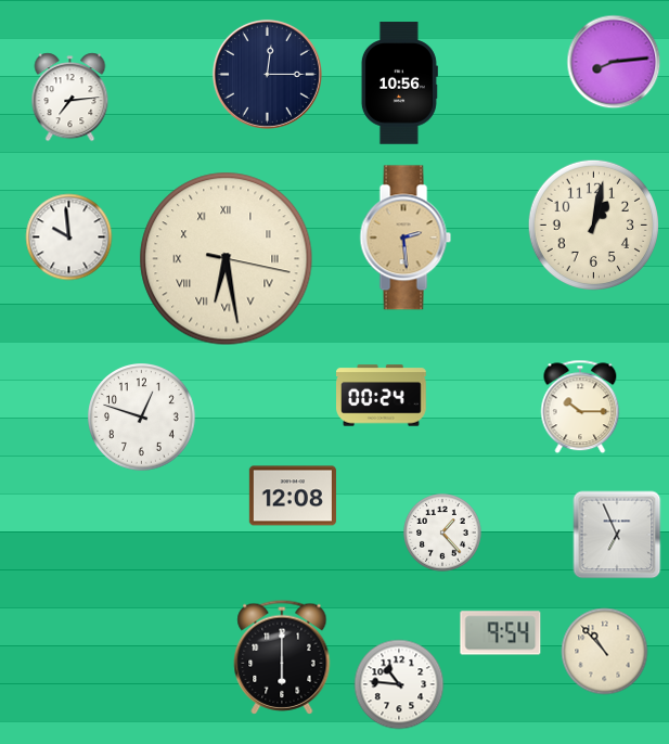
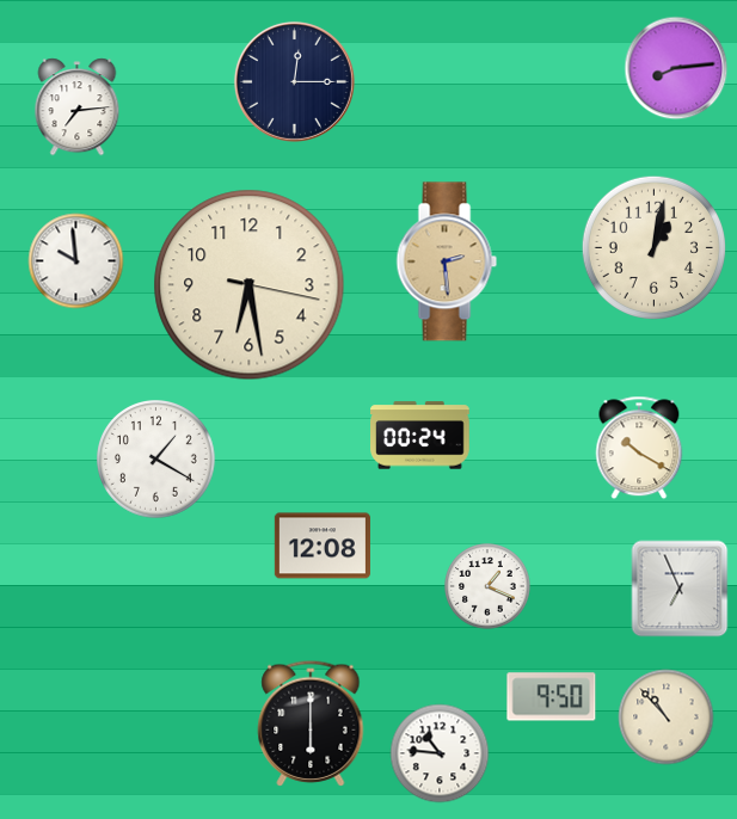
clock at (399, 84): 10:56 -> none
clock at (227, 259) numerals: Roman -> Arabic
clock at (580, 407): 10:15 -> 10:20
clock at (142, 418): 12:48 -> 1:20
clock at (442, 533): 1:23 -> 1:19
clock at (501, 633): 9:54 -> 9:50
